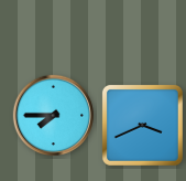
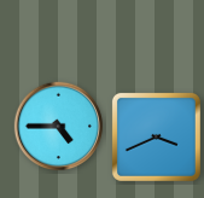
clock at (54, 116): 7:45 -> 4:45
